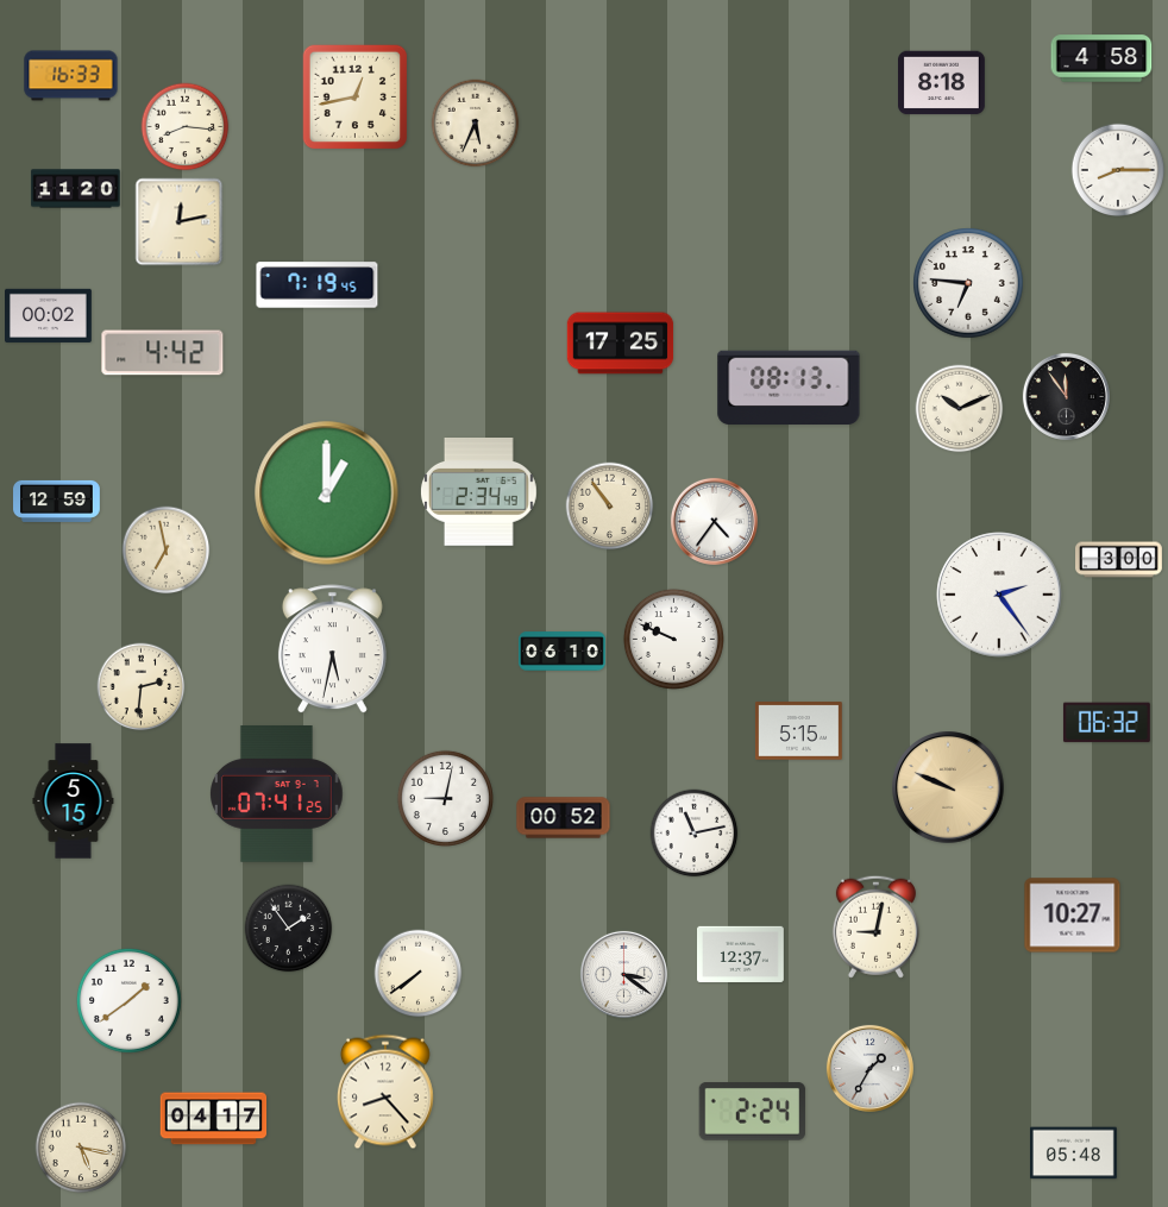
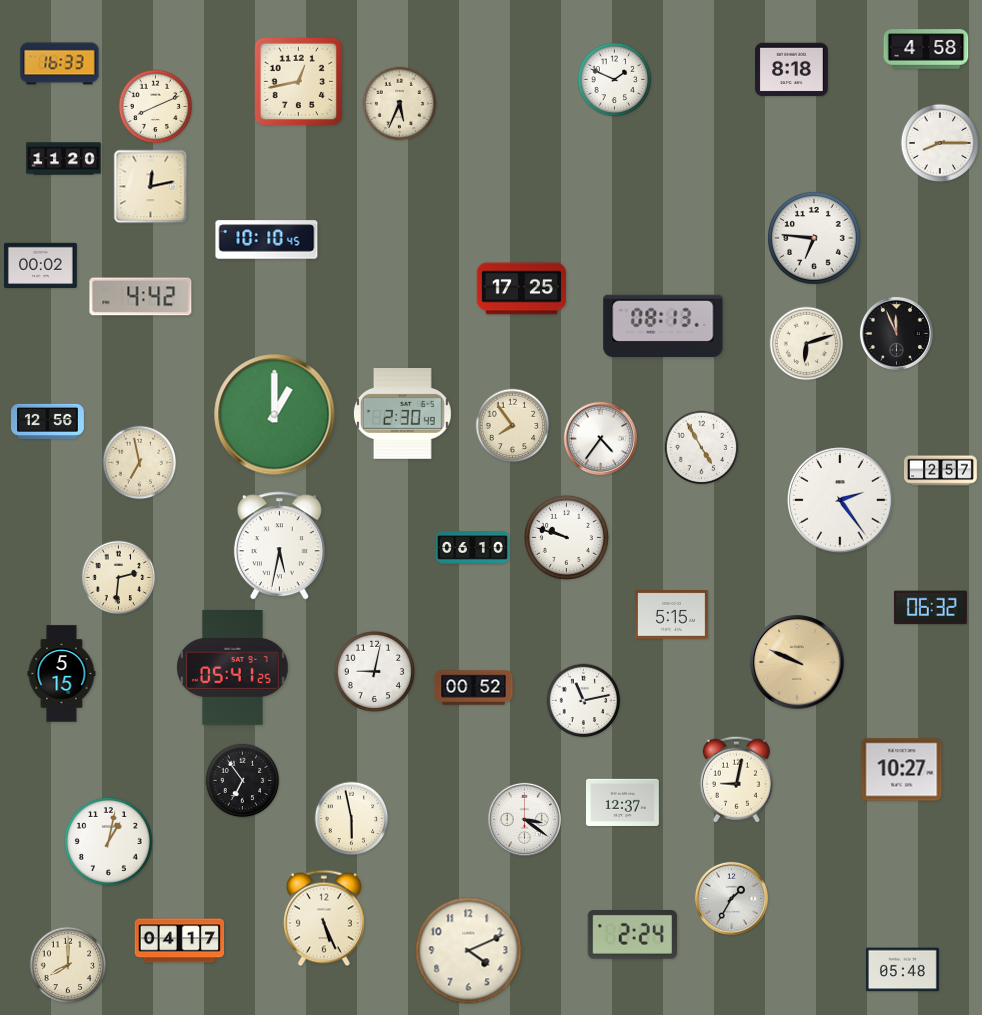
clock at (615, 80): none -> 1:49
clock at (186, 127): 8:16 -> 8:11
clock at (318, 285): 7:19 -> 10:10
clock at (163, 353) position: (163, 353) -> (141, 297)
clock at (1066, 396): 11:54 -> 11:56
clock at (960, 409): 10:11 -> 6:12
clock at (478, 492): 2:34 -> 2:30
clock at (57, 501): 12:59 -> 12:56
clock at (610, 507): 10:54 -> 7:54
clock at (702, 448): none -> 4:55
clock at (1119, 560): 3:00 -> 2:57
clock at (673, 639): 9:49 -> 9:48
clock at (277, 794): 07:41 -> 05:41
clock at (289, 929): 1:54 -> 6:54
clock at (419, 974): 7:39 -> 5:58
clock at (128, 1000): 1:39 -> 1:02
clock at (385, 1092): 8:23 -> 5:26
clock at (469, 951): none -> 4:11
clock at (81, 1148): 5:17 -> 8:00
